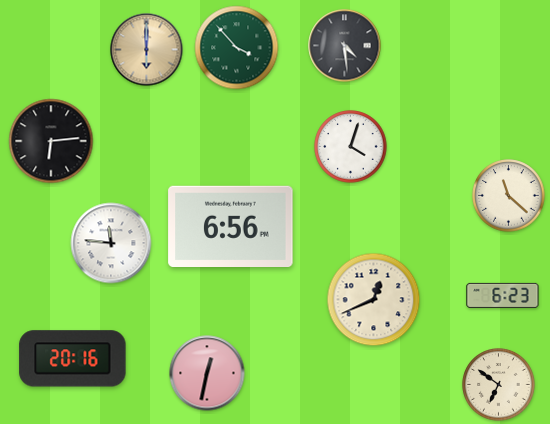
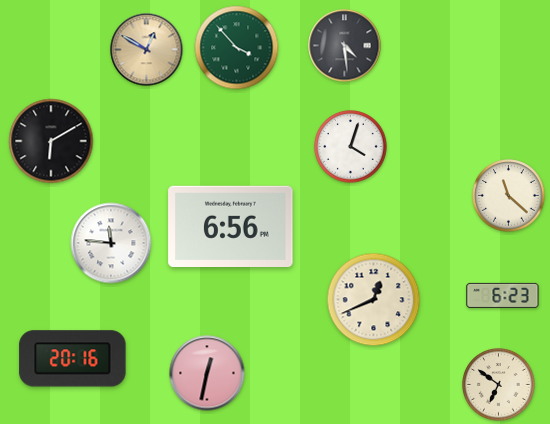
clock at (147, 50): 6:00 -> 12:50
clock at (51, 141): 6:14 -> 6:10
